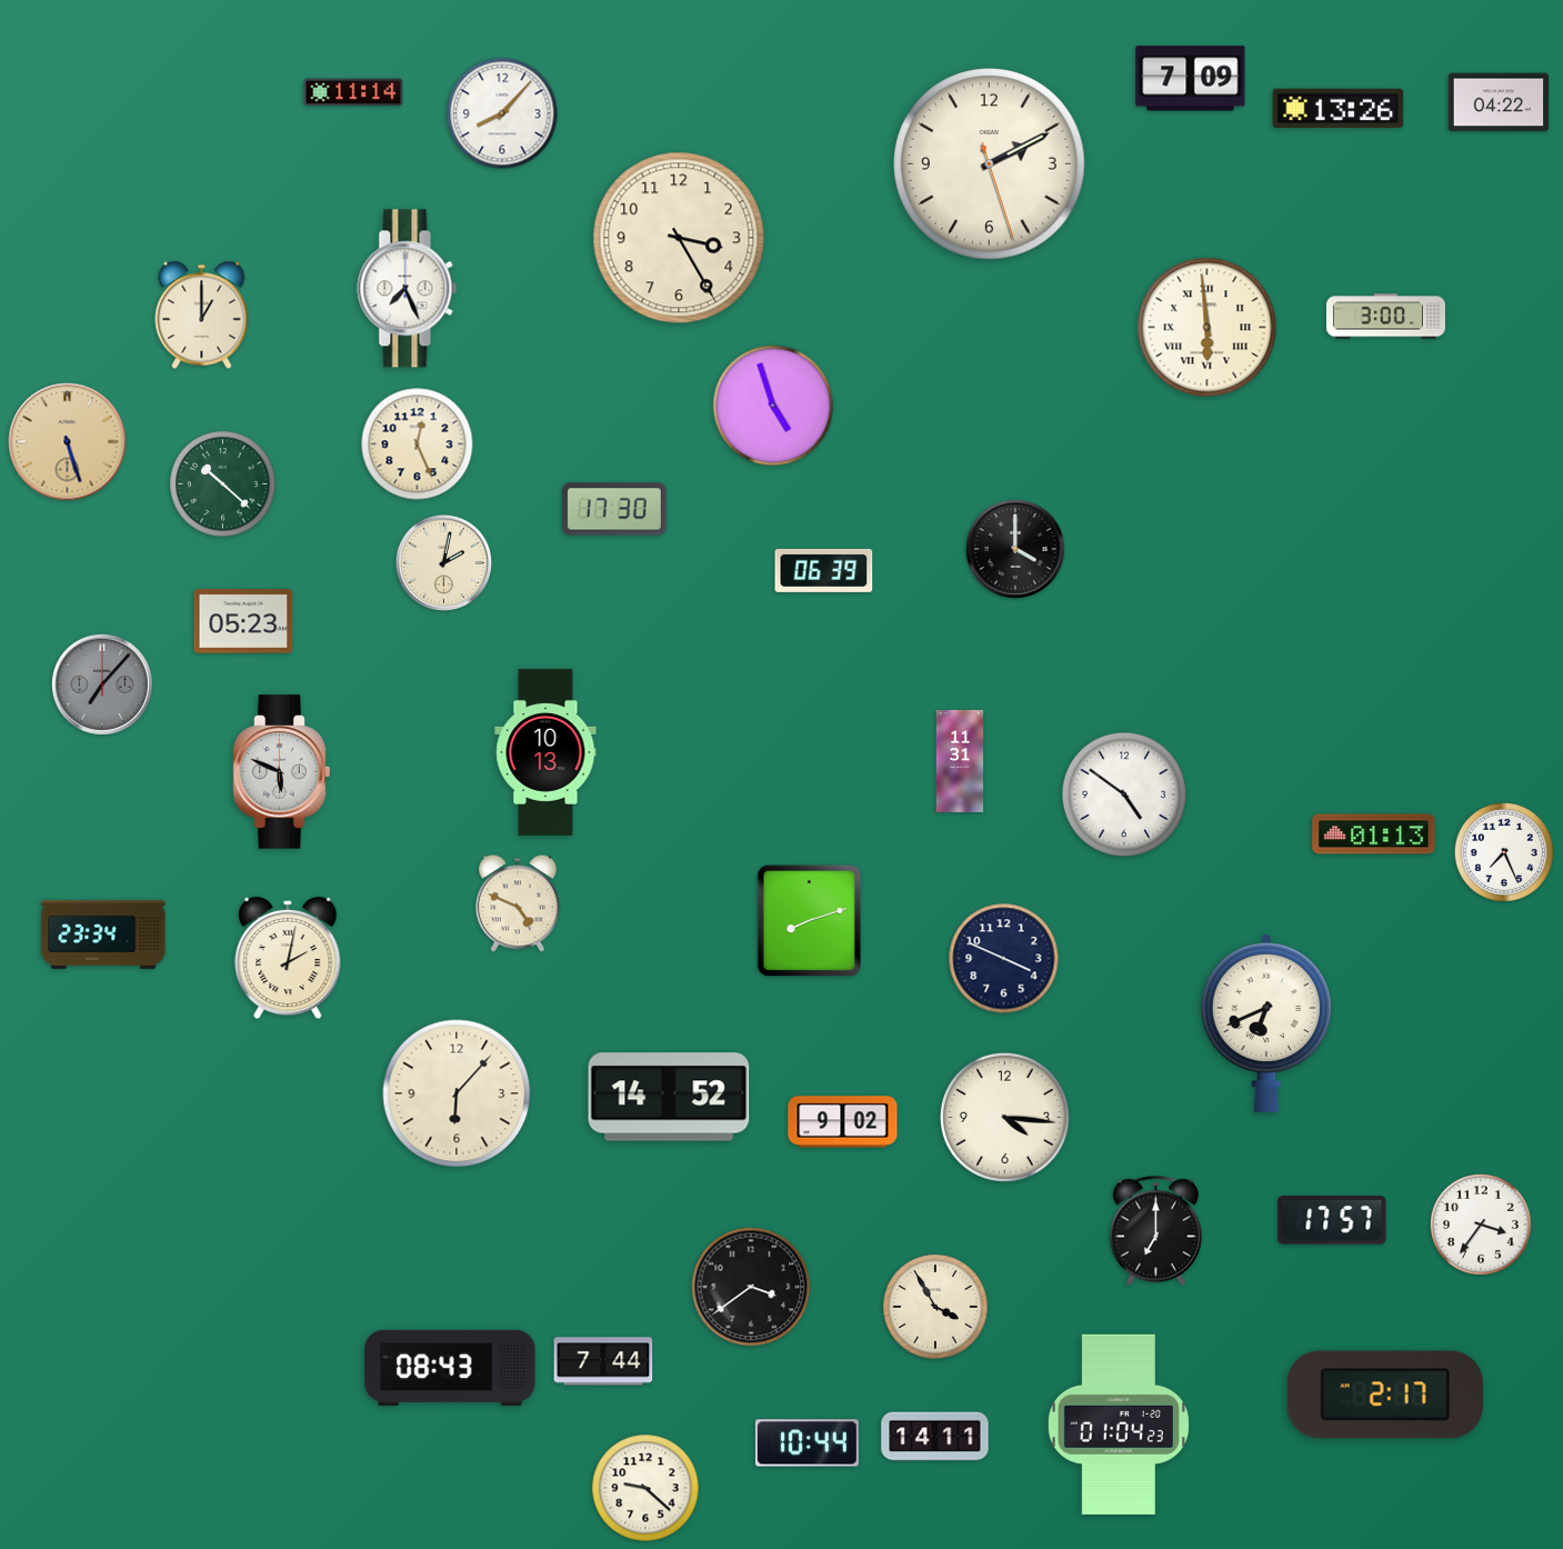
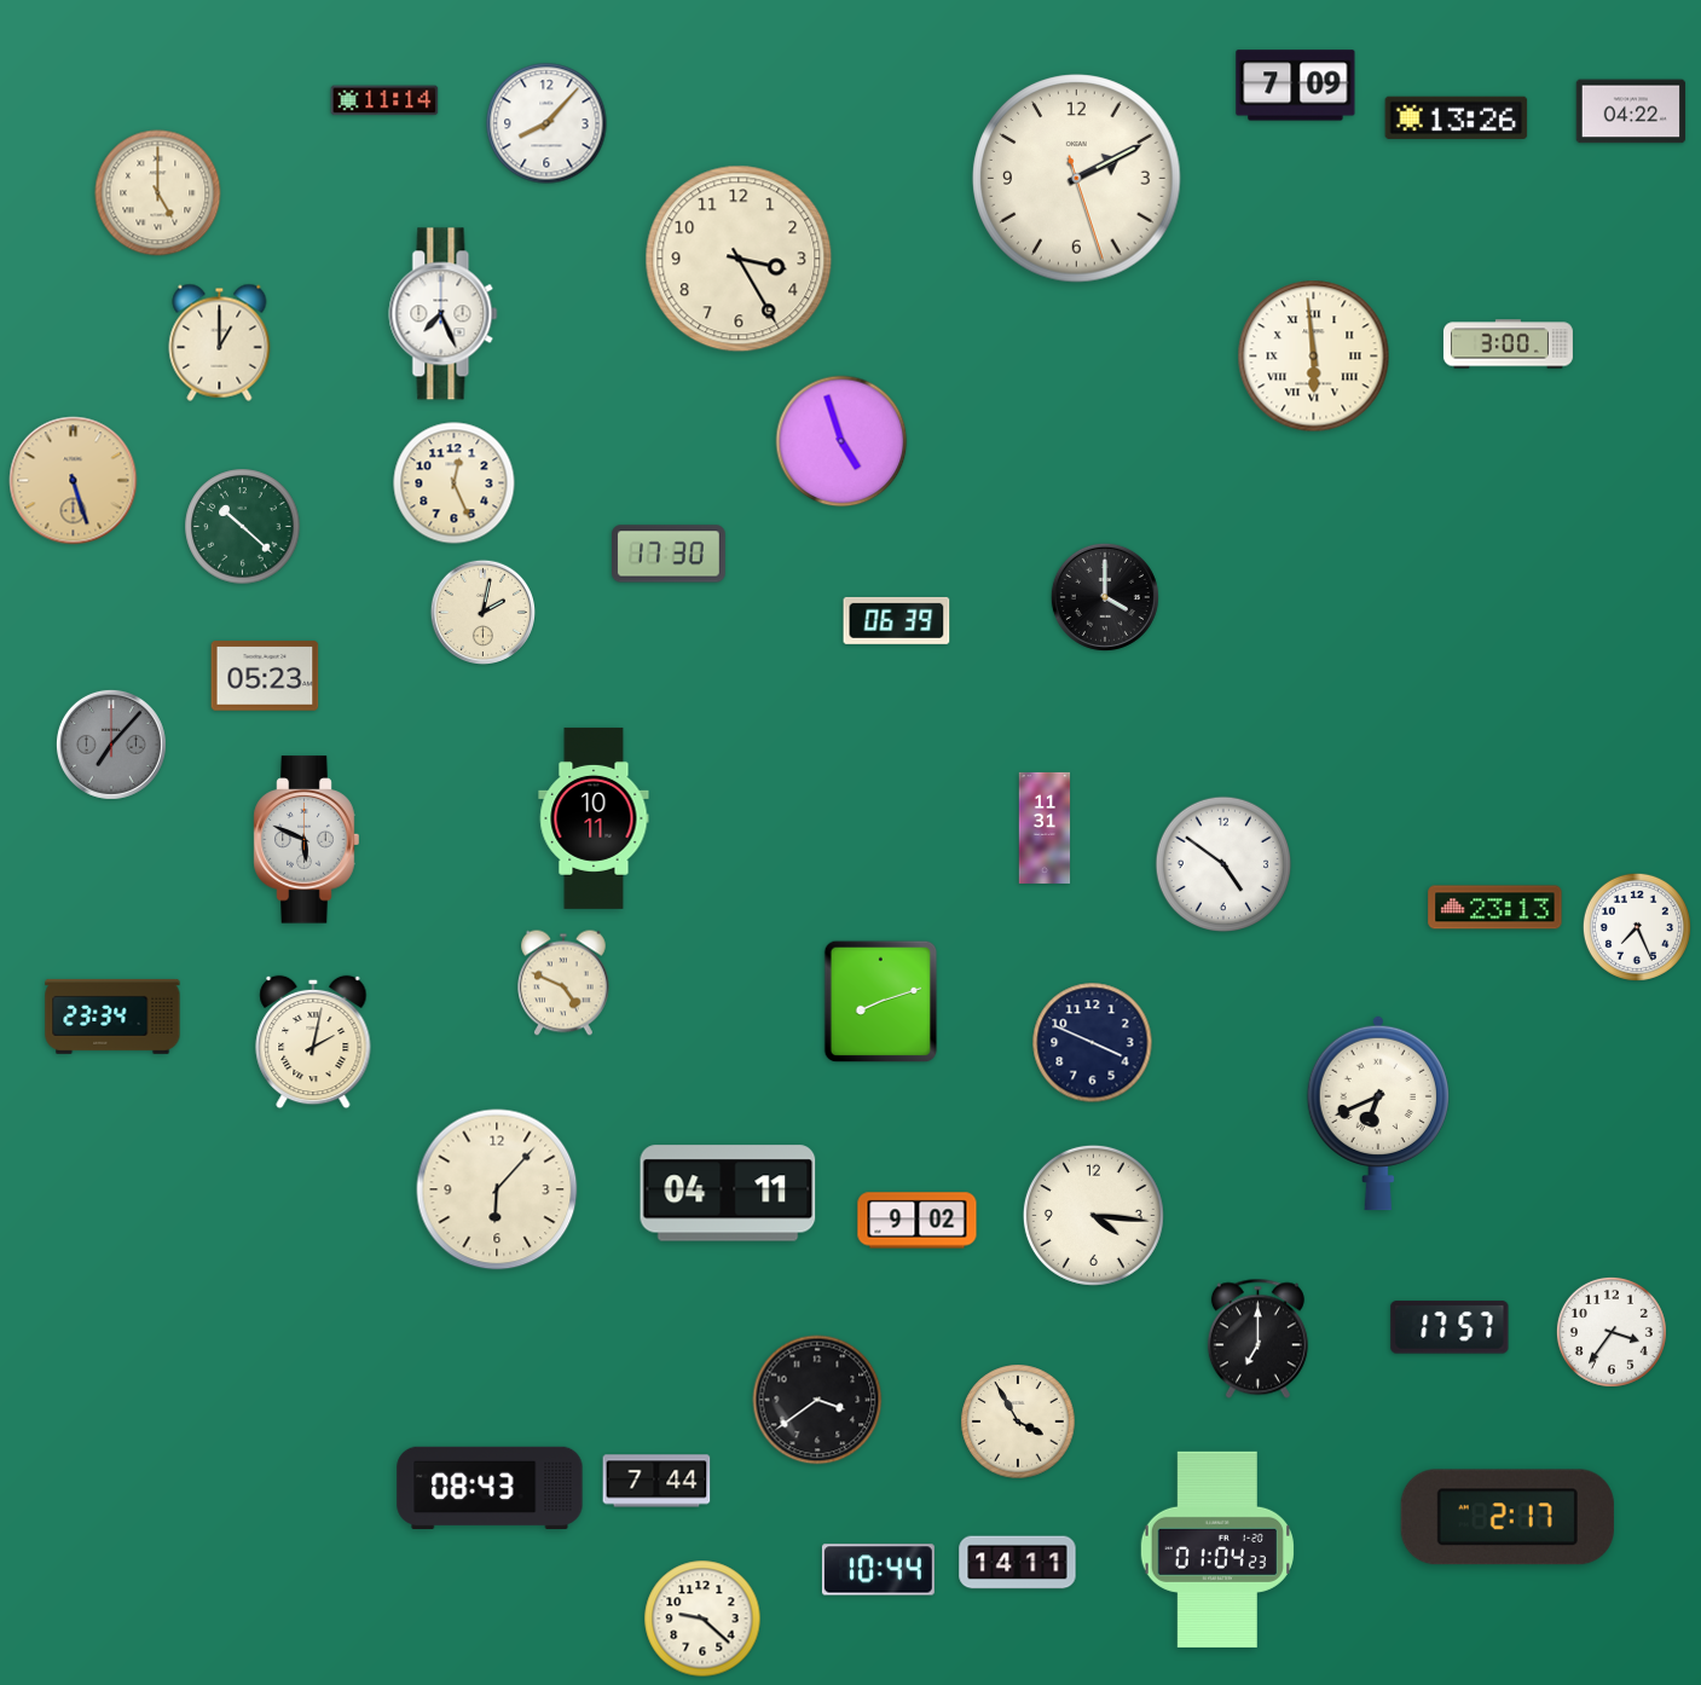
clock at (158, 193): none -> 5:00
clock at (545, 752): 10:13 -> 10:11
clock at (1374, 835): 01:13 -> 23:13
clock at (669, 1097): 14:52 -> 04:11
